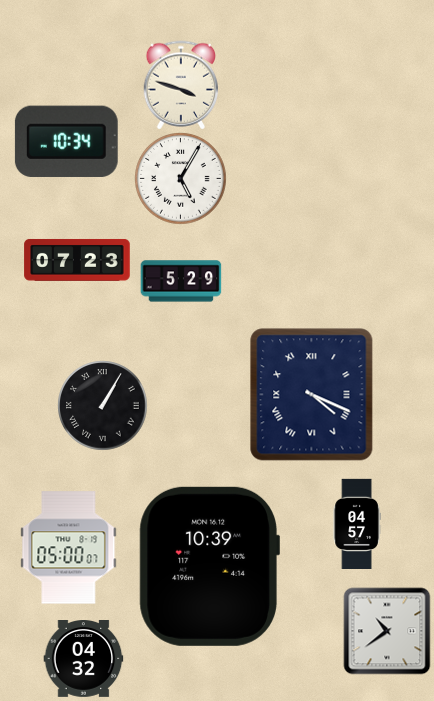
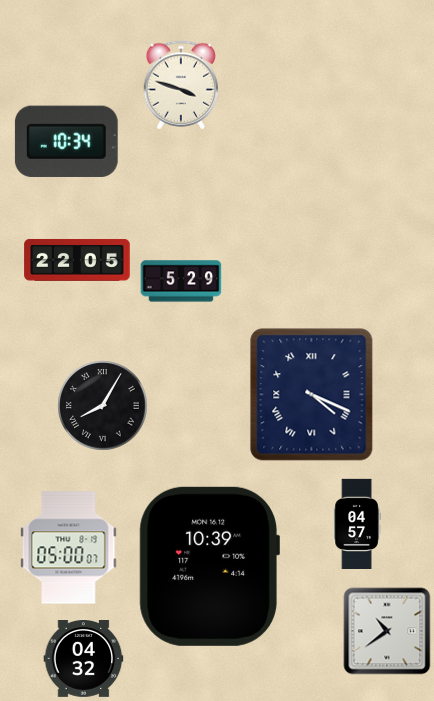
clock at (181, 179): 5:05 -> none
clock at (77, 260): 07:23 -> 22:05
clock at (102, 405): 1:05 -> 8:05
